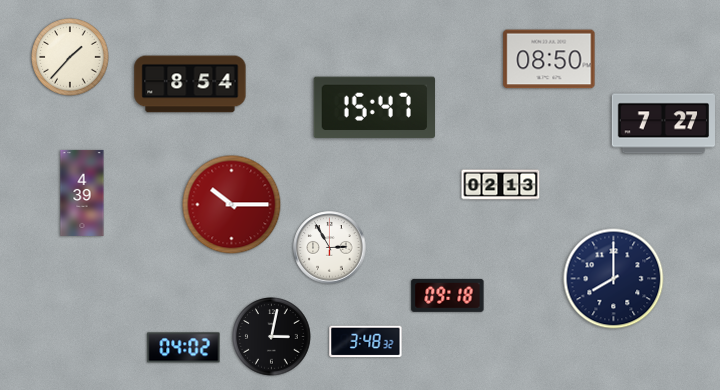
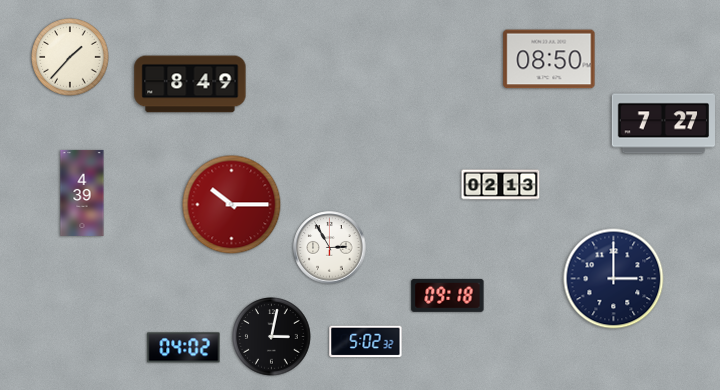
clock at (190, 84): 8:54 -> 8:49
clock at (375, 108): 15:47 -> none
clock at (614, 279): 8:00 -> 3:00
clock at (366, 342): 3:48 -> 5:02
